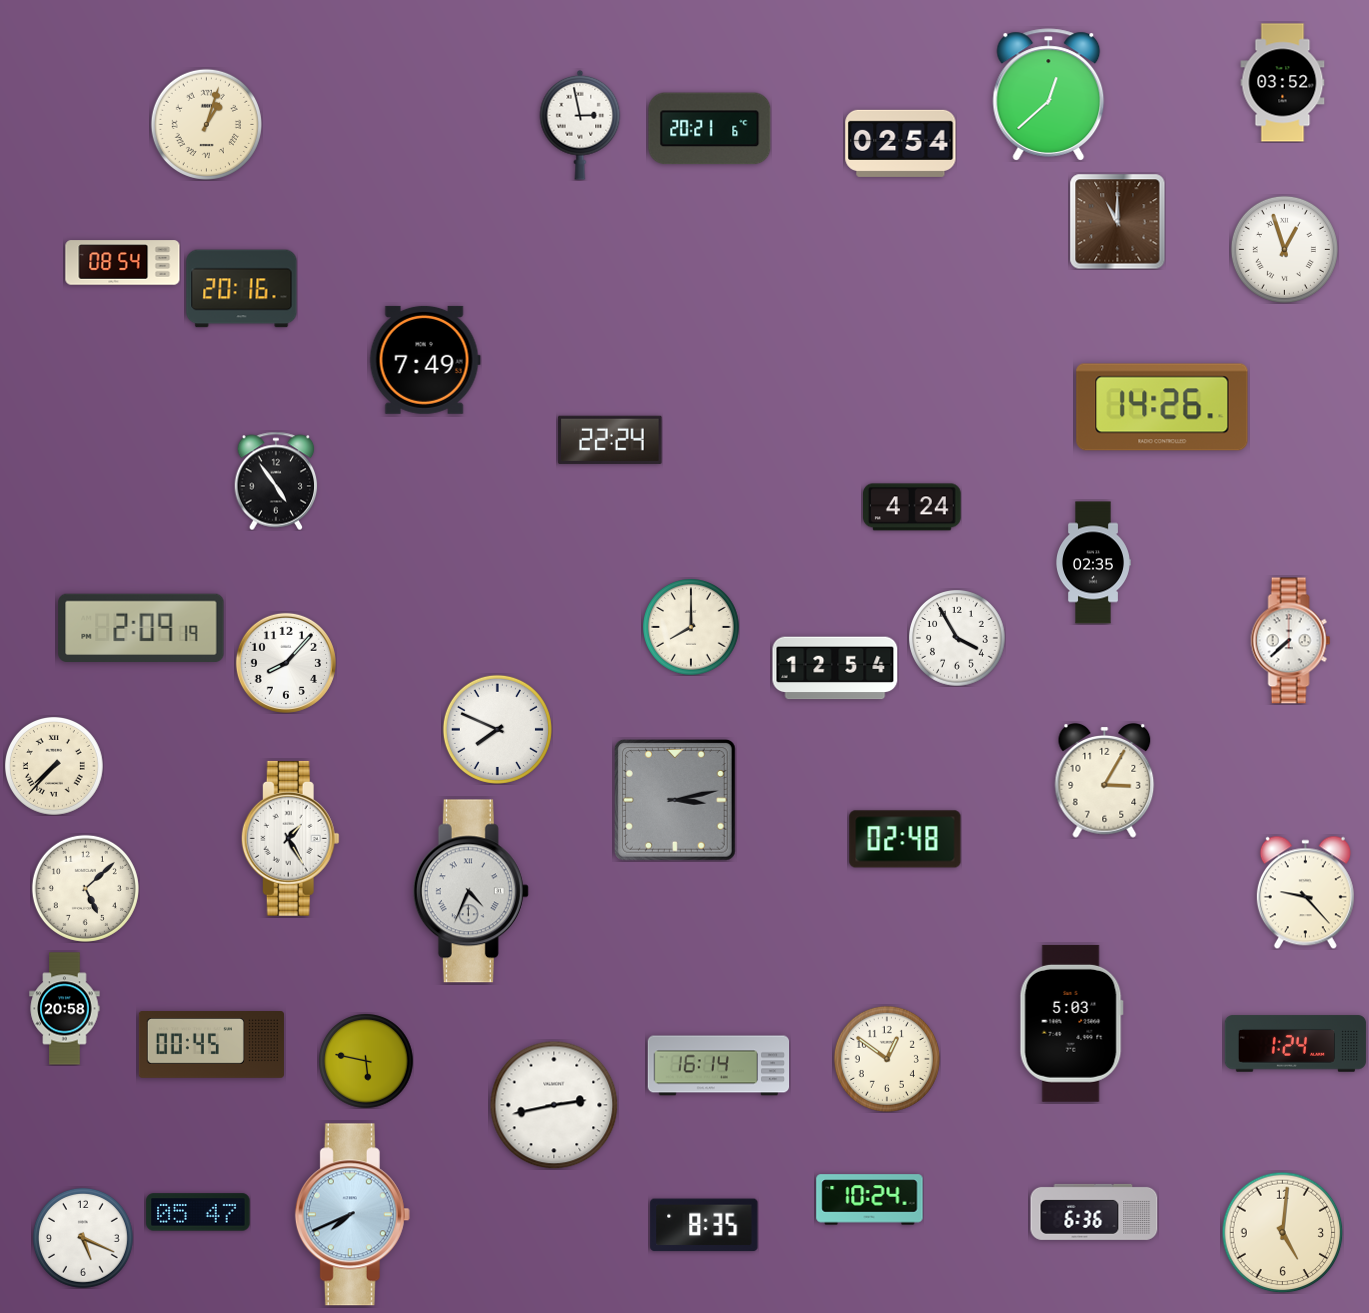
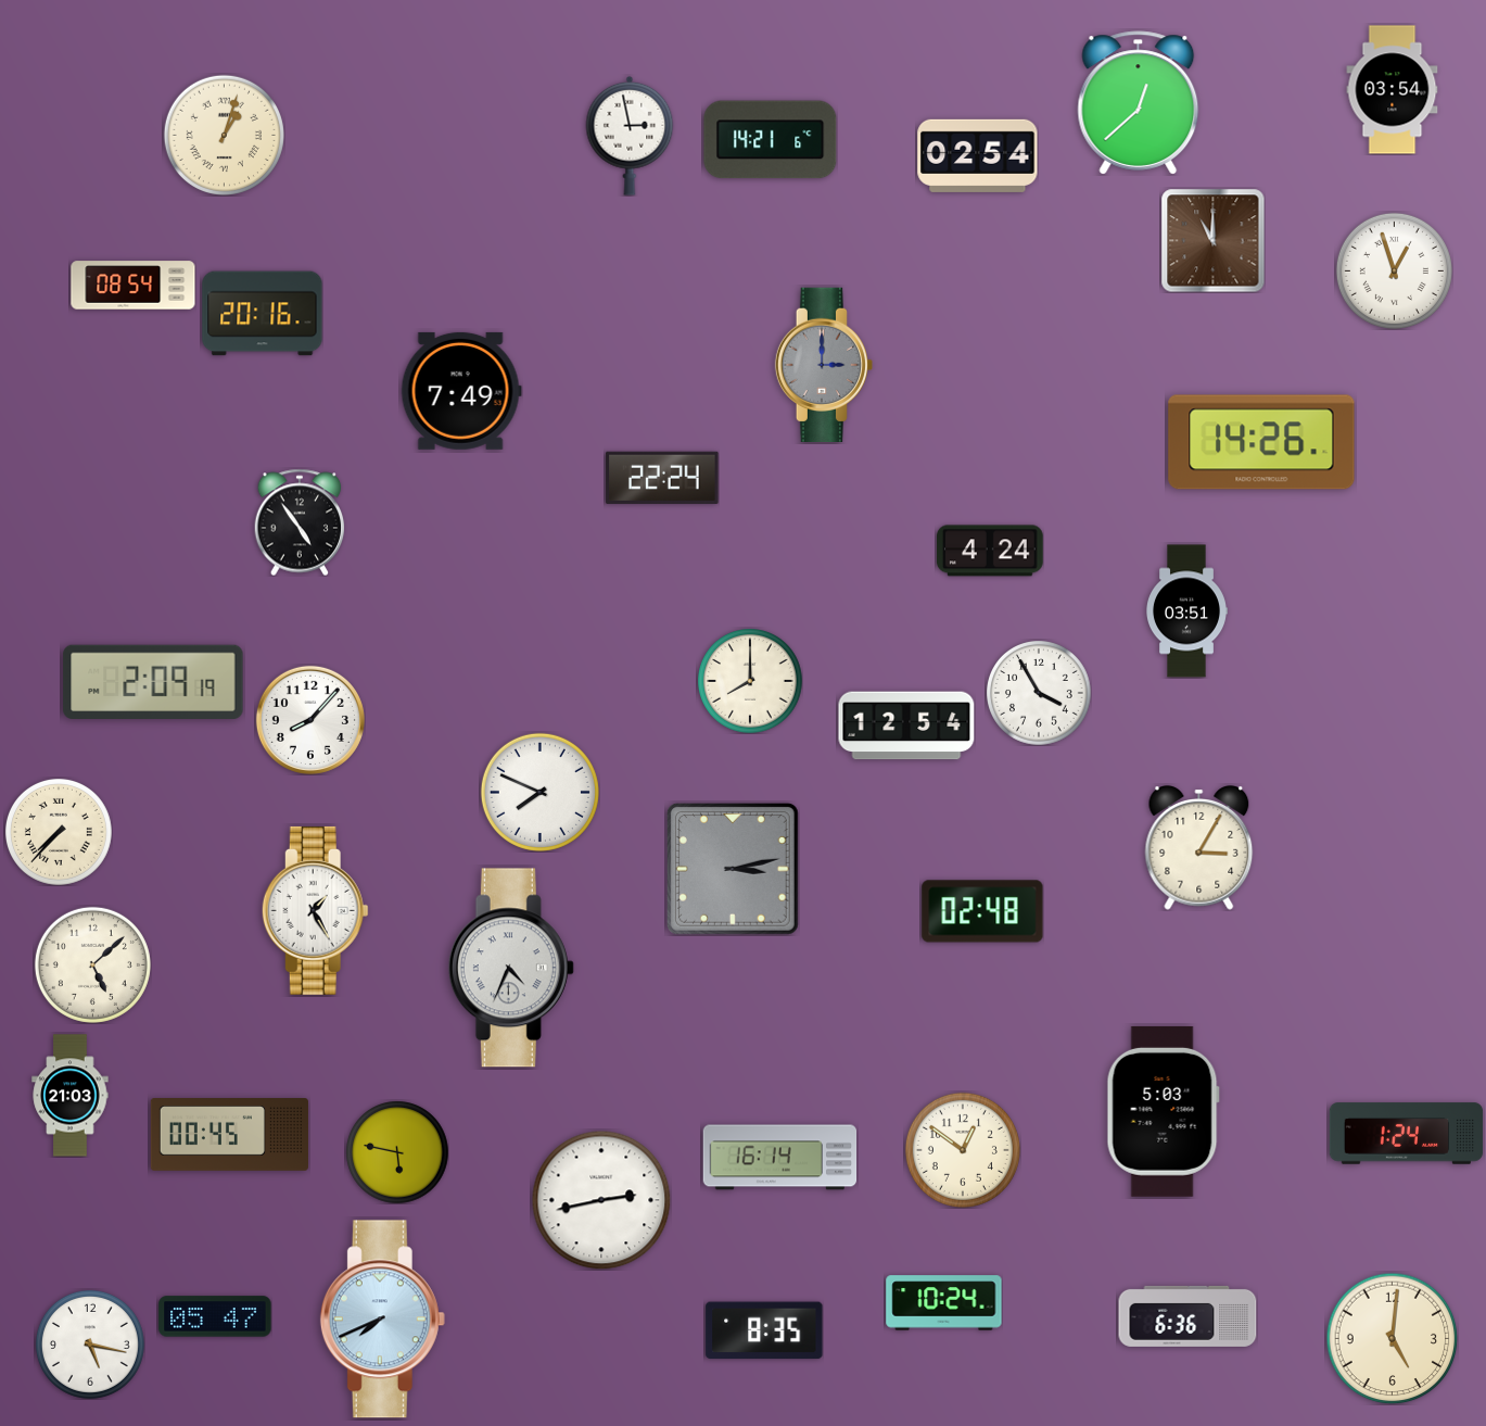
clock at (1283, 83): 03:52 -> 03:54
clock at (710, 129): 20:21 -> 14:21
clock at (823, 364): none -> 3:00
clock at (1094, 563): 02:35 -> 03:51
clock at (1291, 641): 7:38 -> none
clock at (1305, 892): 9:23 -> none
clock at (65, 1009): 20:58 -> 21:03
clock at (83, 1238): 5:19 -> 5:17
